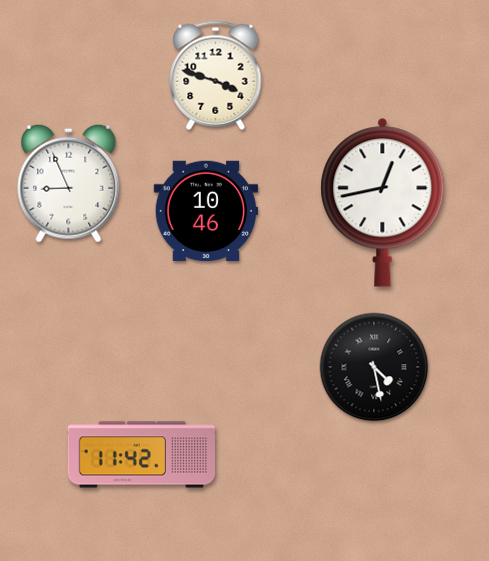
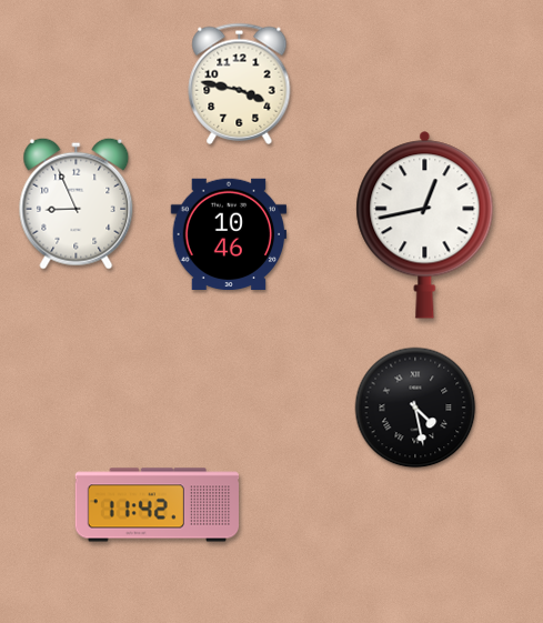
clock at (216, 75): 3:48 -> 3:47
